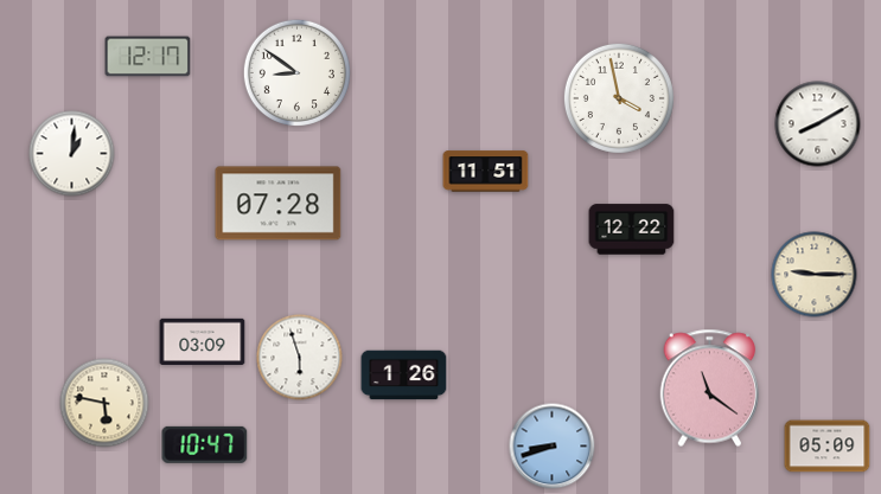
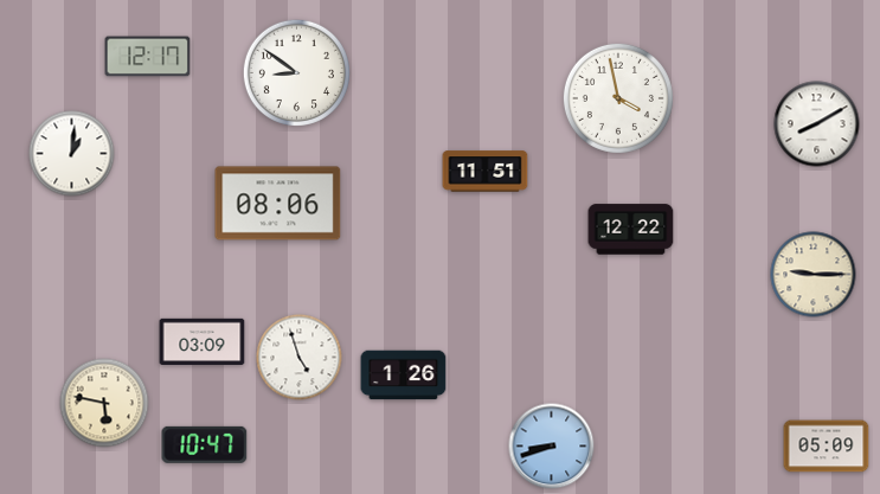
clock at (279, 204): 07:28 -> 08:06
clock at (300, 358): 5:57 -> 4:57
clock at (710, 389): 11:21 -> none
